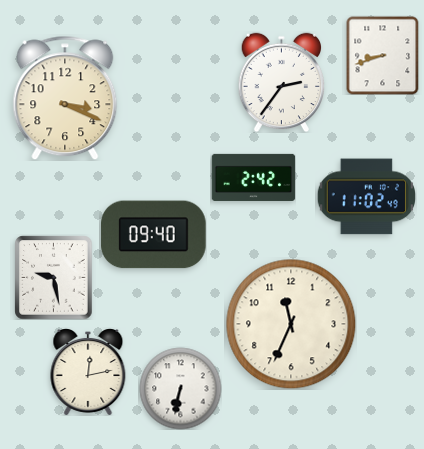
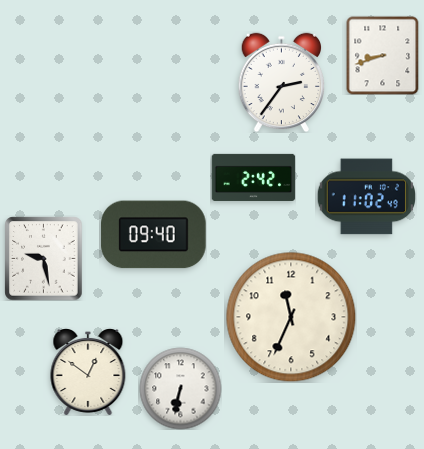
clock at (65, 98): 3:19 -> none
clock at (54, 277) position: (54, 277) -> (44, 258)
clock at (291, 324) position: (291, 324) -> (291, 317)
clock at (88, 372): 12:13 -> 12:51
